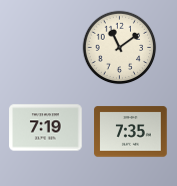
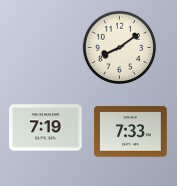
clock at (120, 48): 11:09 -> 8:09
clock at (131, 132): 7:35 -> 7:33
